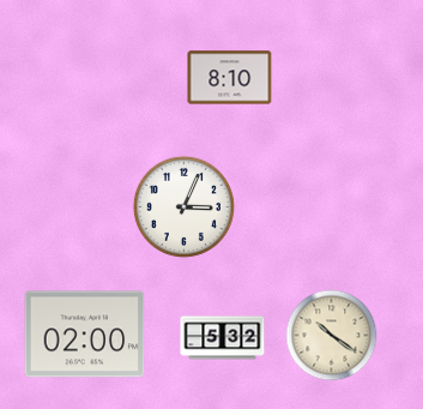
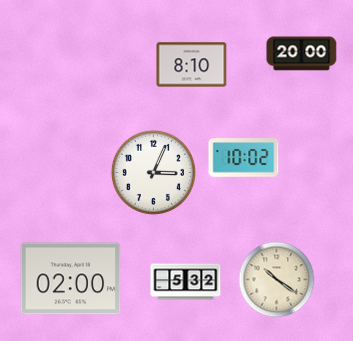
clock at (302, 54): none -> 20:00
clock at (244, 158): none -> 10:02
